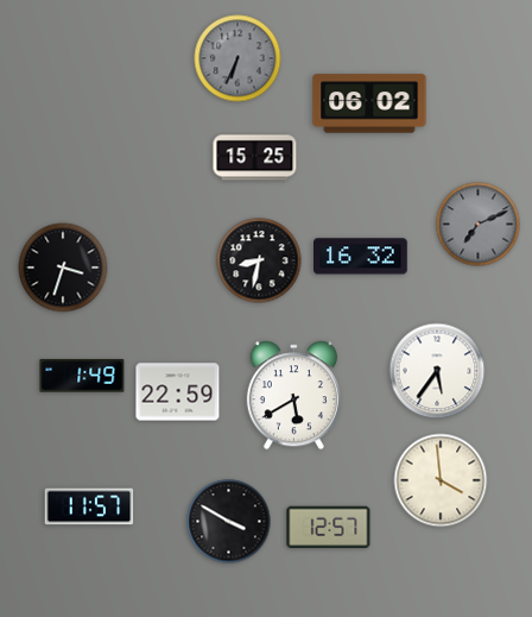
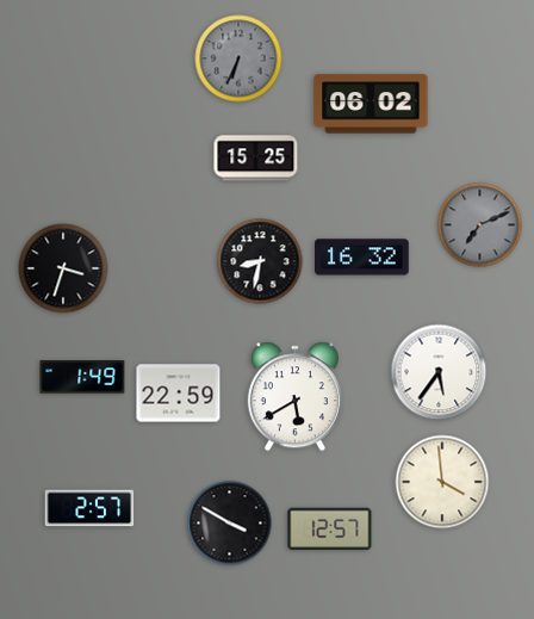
clock at (89, 506): 11:57 -> 2:57
